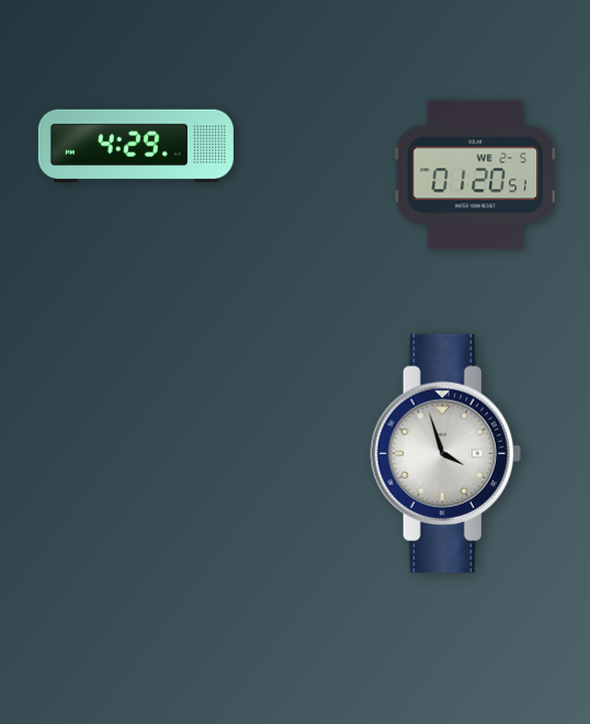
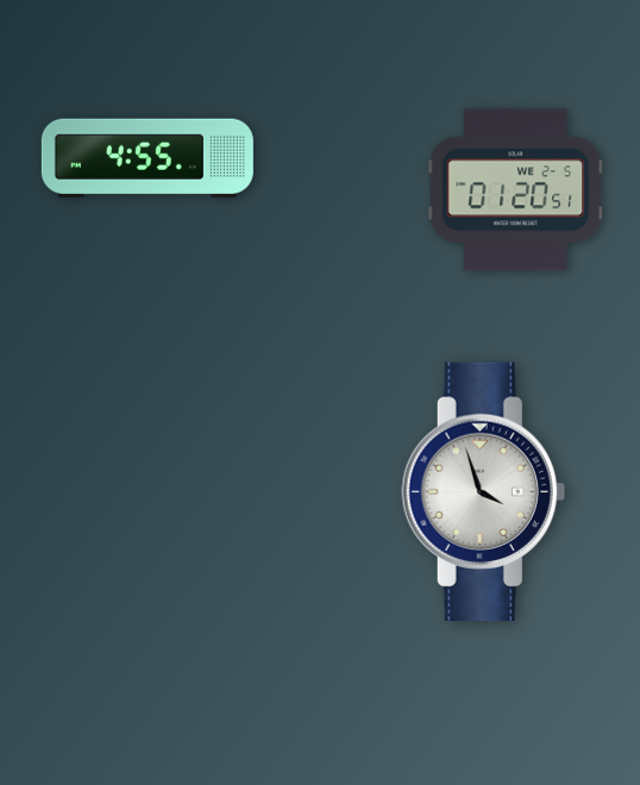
clock at (136, 146): 4:29 -> 4:55
